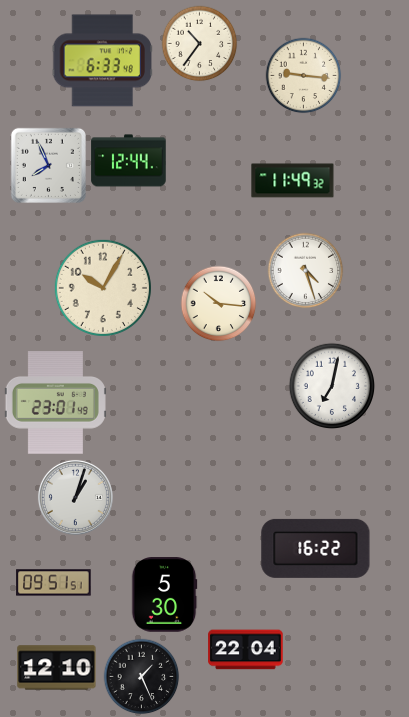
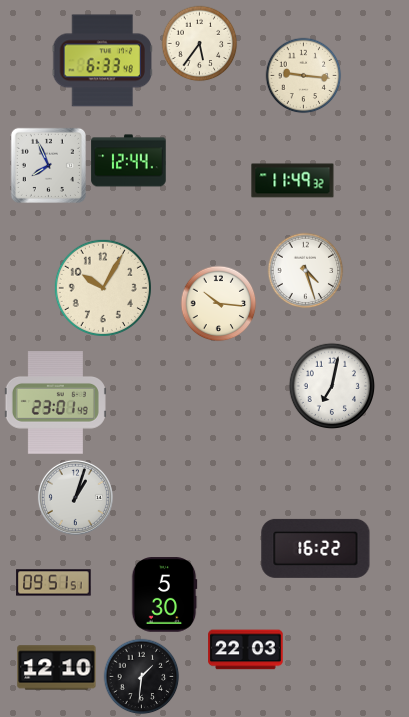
clock at (200, 44): 10:36 -> 5:36
clock at (246, 650): 22:04 -> 22:03
clock at (142, 677): 1:26 -> 1:31
